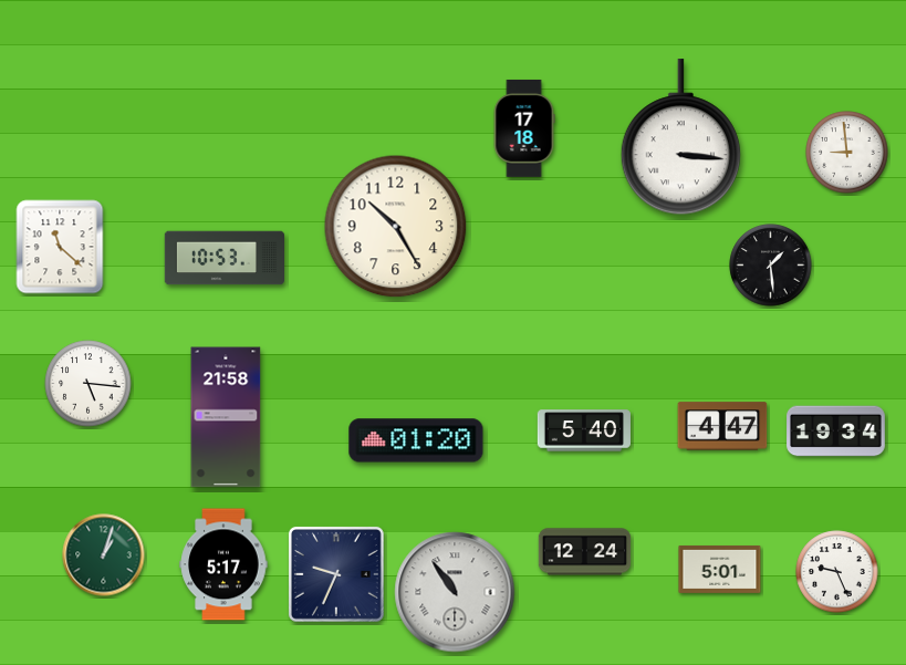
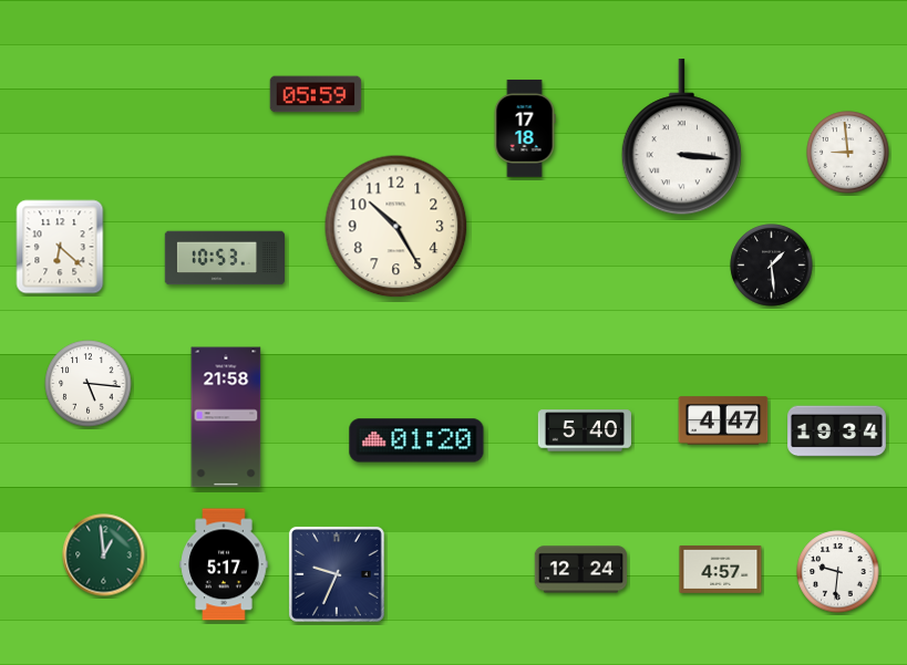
clock at (316, 94): none -> 05:59
clock at (60, 247): 11:22 -> 6:22
clock at (722, 426) position: (722, 426) -> (723, 420)
clock at (585, 552) position: (585, 552) -> (581, 570)
clock at (104, 555): 1:03 -> 12:59
clock at (720, 569): 5:01 -> 4:57
clock at (837, 572): 9:26 -> 9:31
clock at (455, 592): 10:54 -> none
